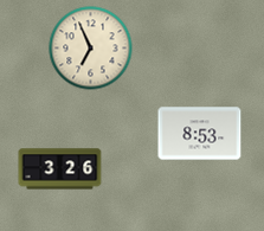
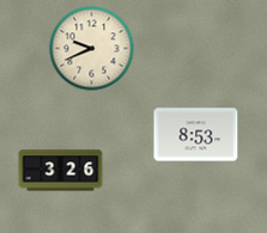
clock at (91, 49): 6:56 -> 9:41
clock at (200, 134) position: (200, 134) -> (196, 135)
